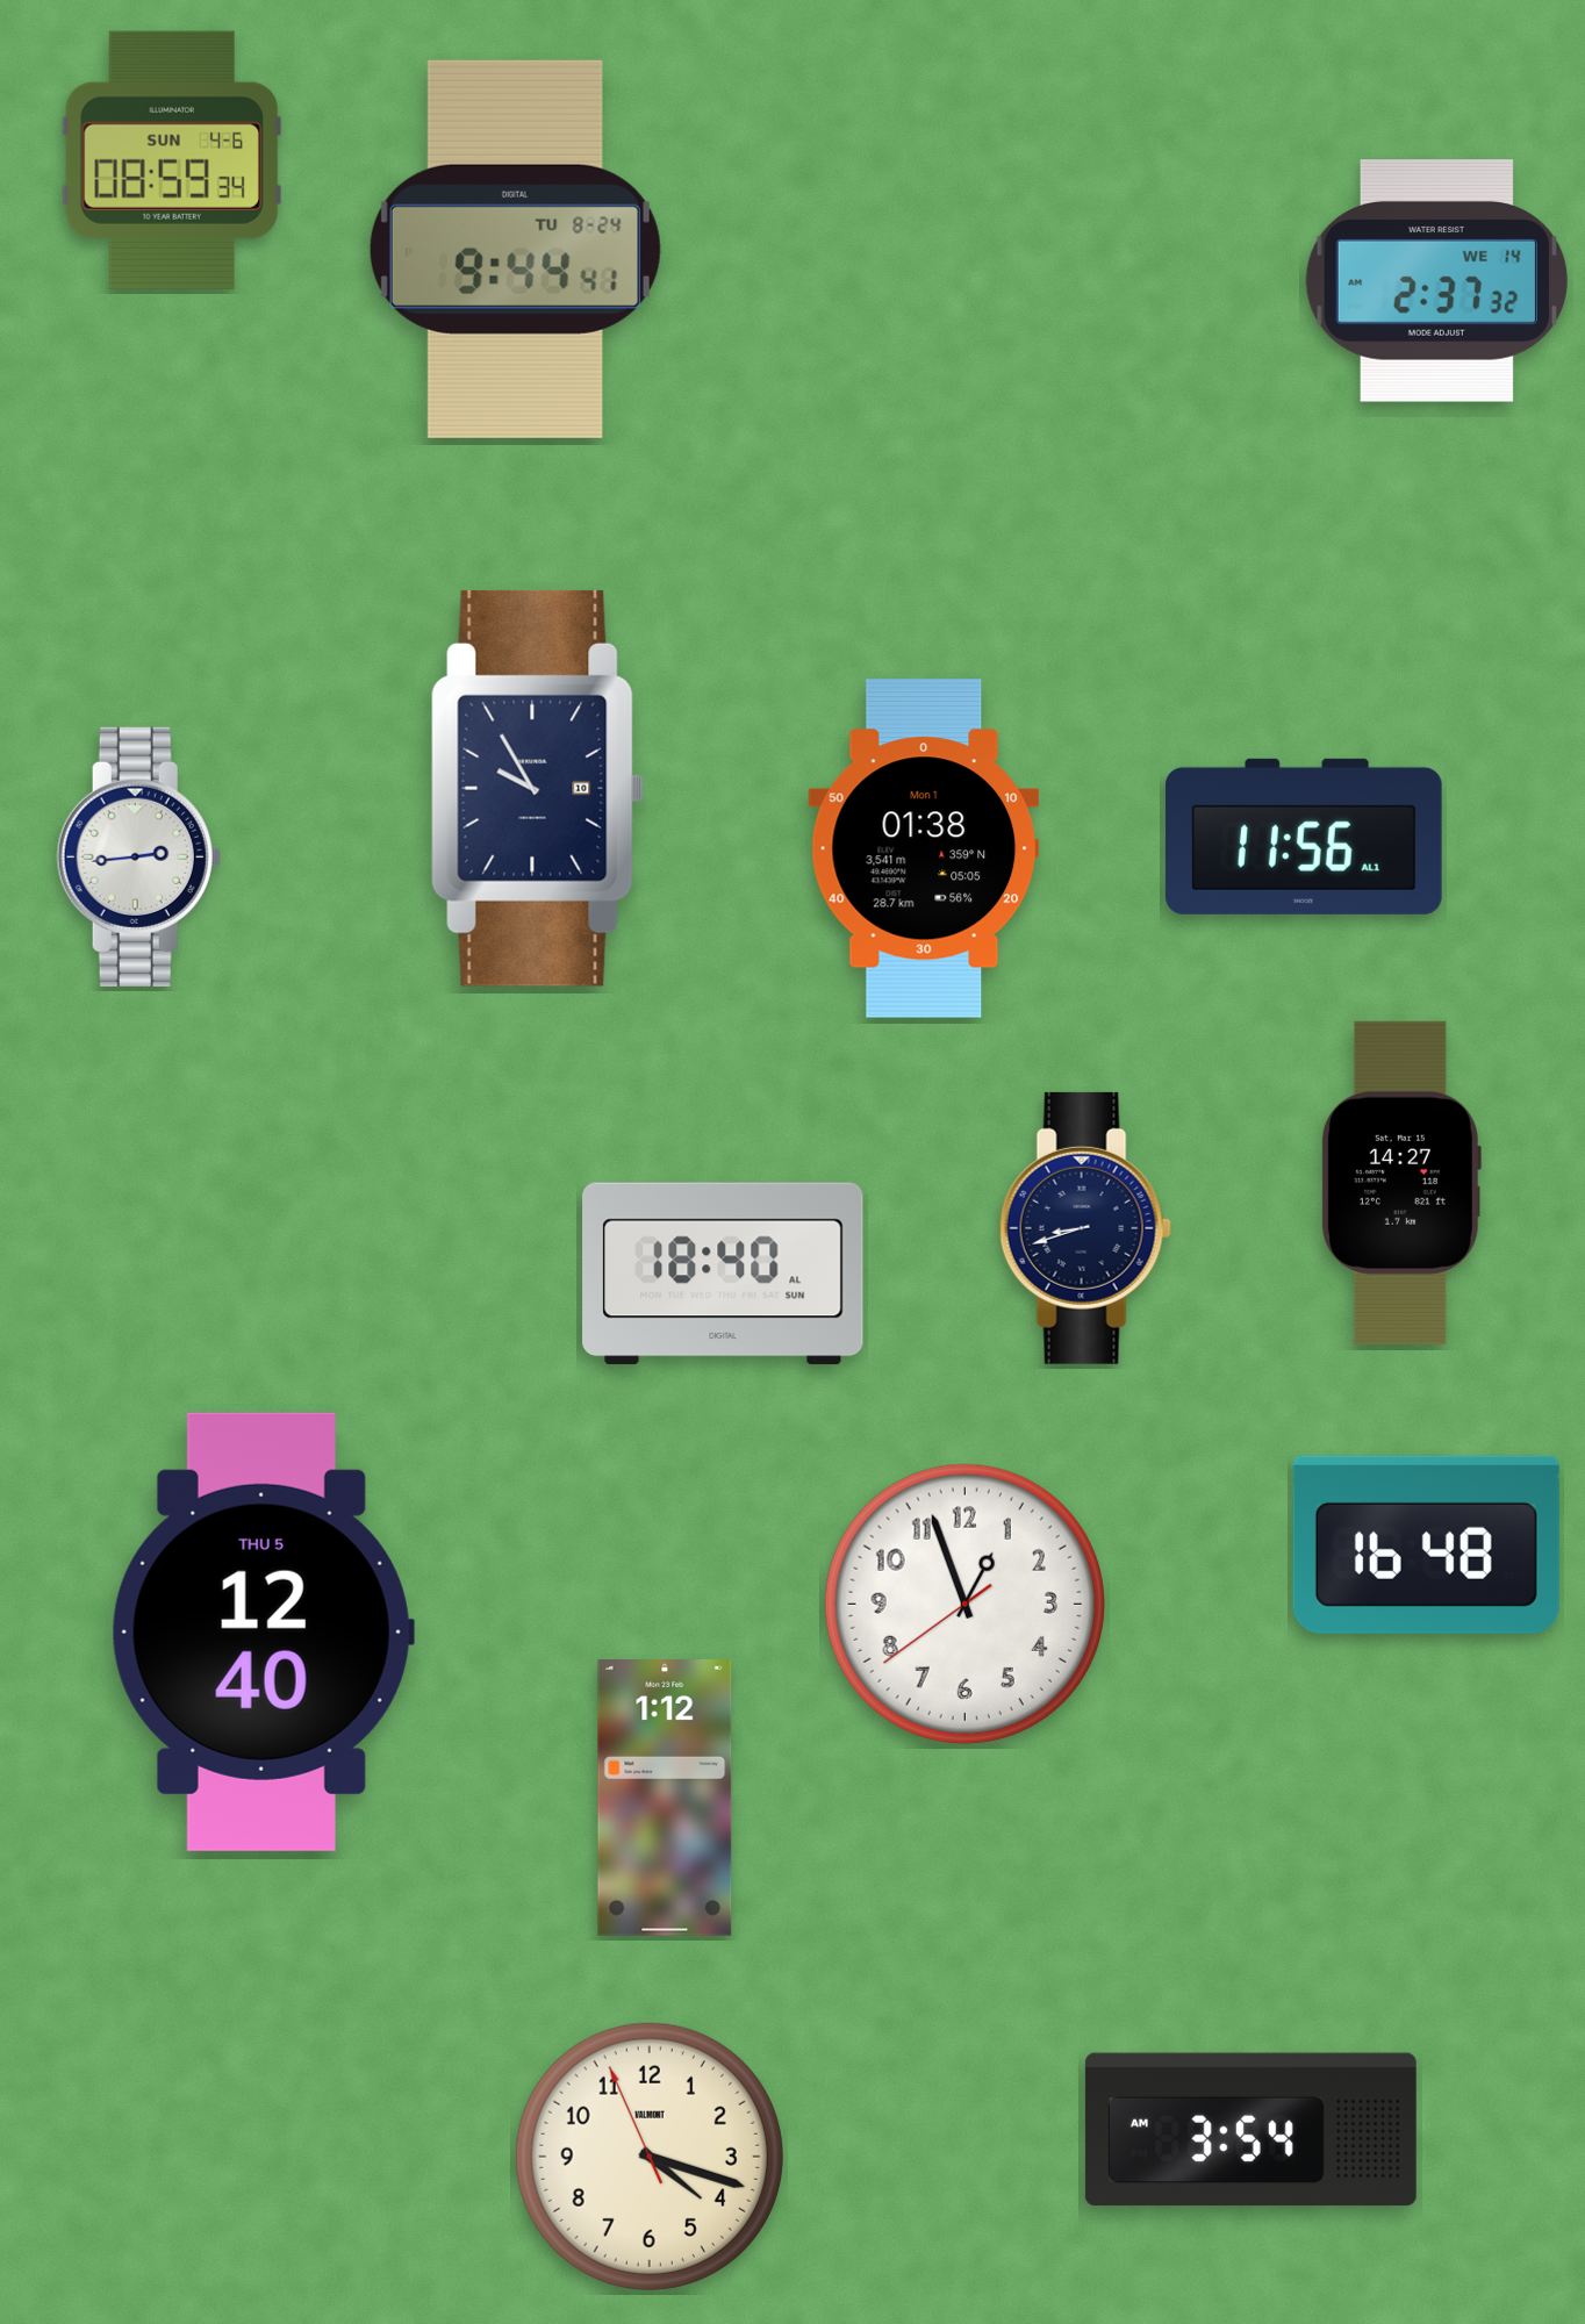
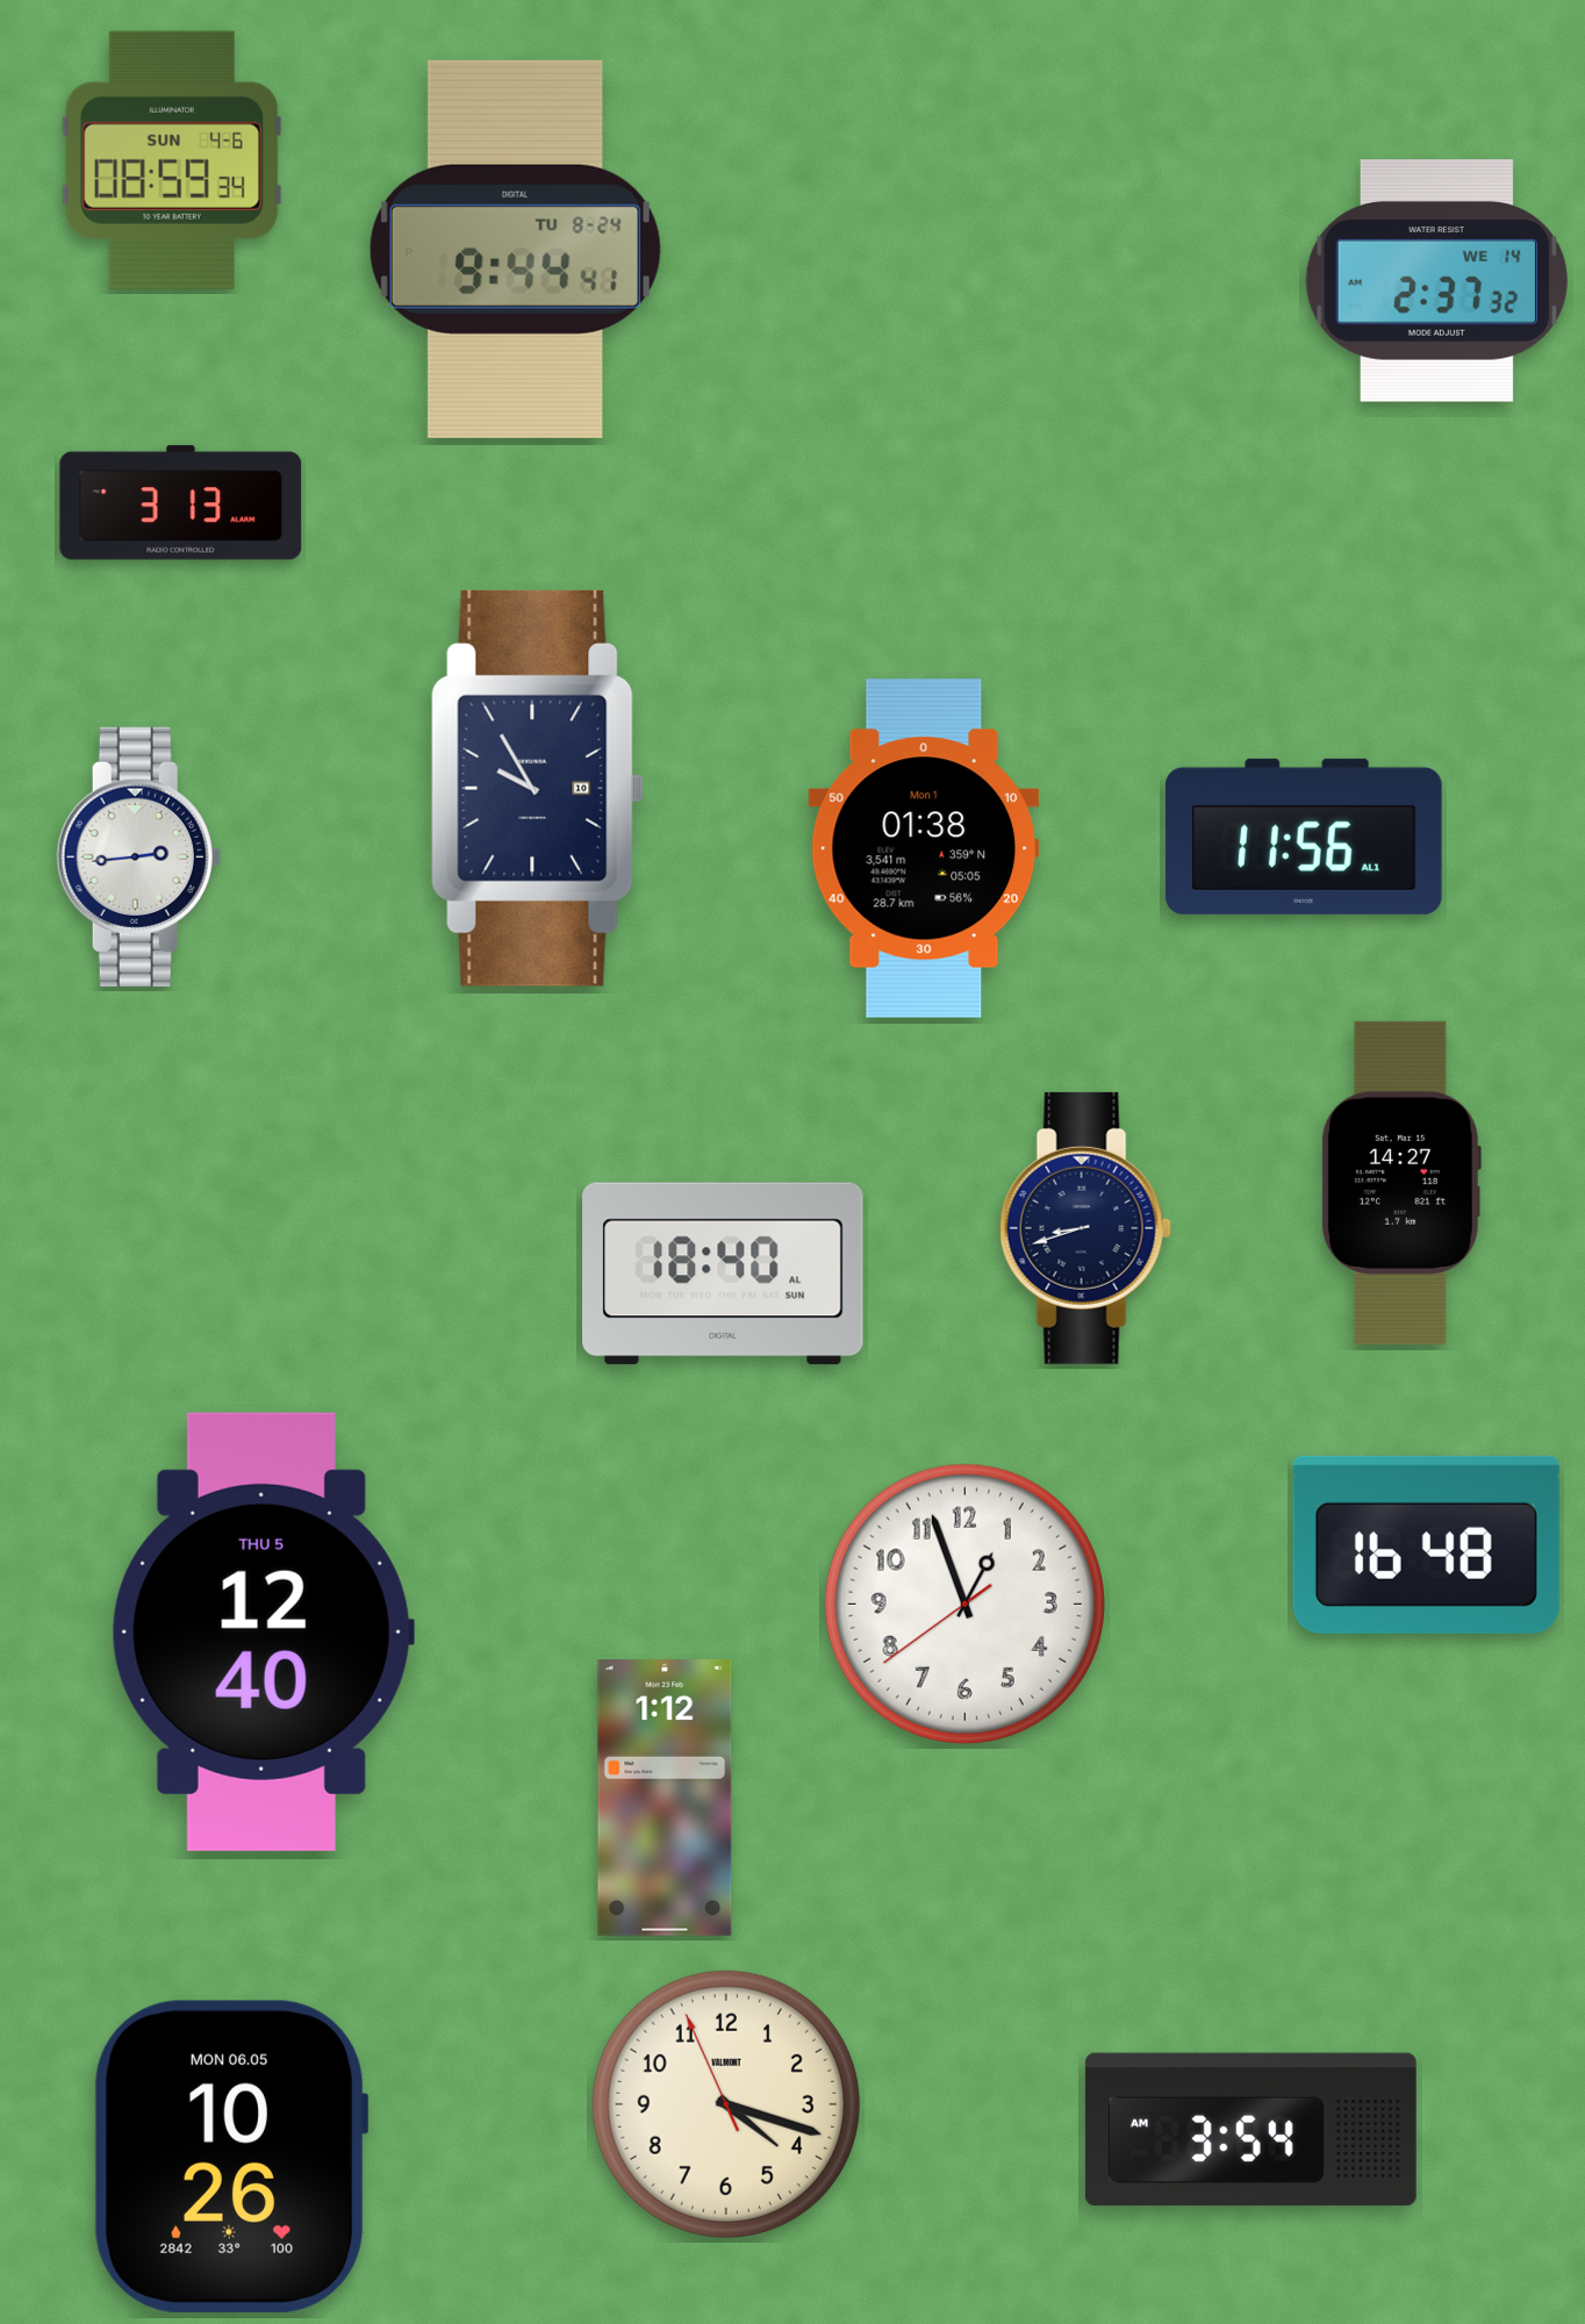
clock at (181, 503): none -> 3:13
clock at (231, 2157): none -> 10:26
clock at (650, 2157) position: (650, 2157) -> (726, 2104)
